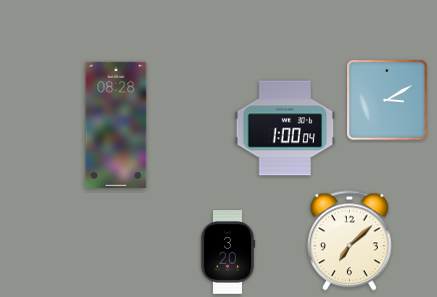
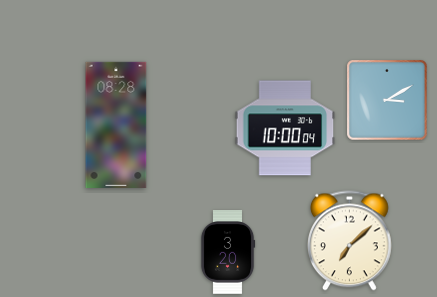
clock at (285, 128): 1:00 -> 10:00
